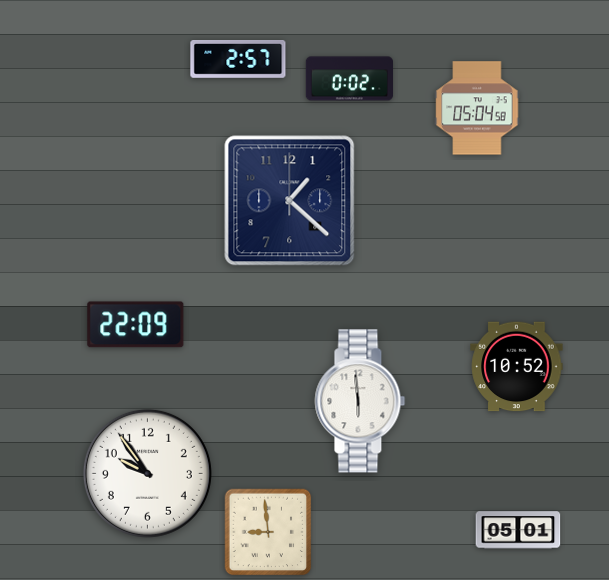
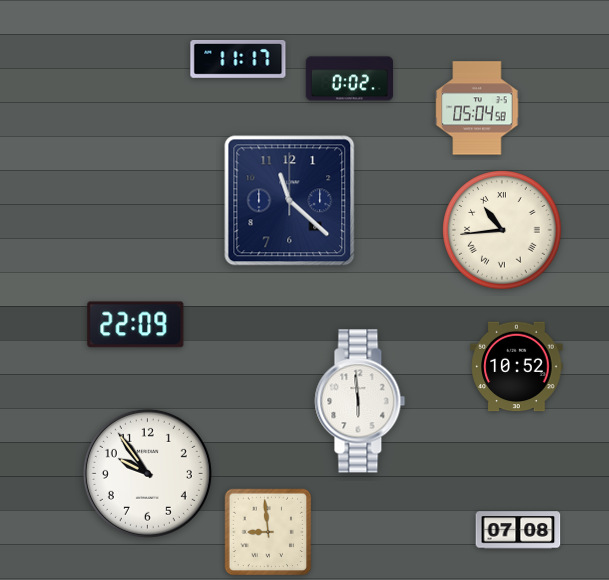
clock at (238, 60): 2:57 -> 11:17
clock at (290, 201): 1:22 -> 11:22
clock at (502, 230): none -> 10:44
clock at (518, 530): 05:01 -> 07:08
